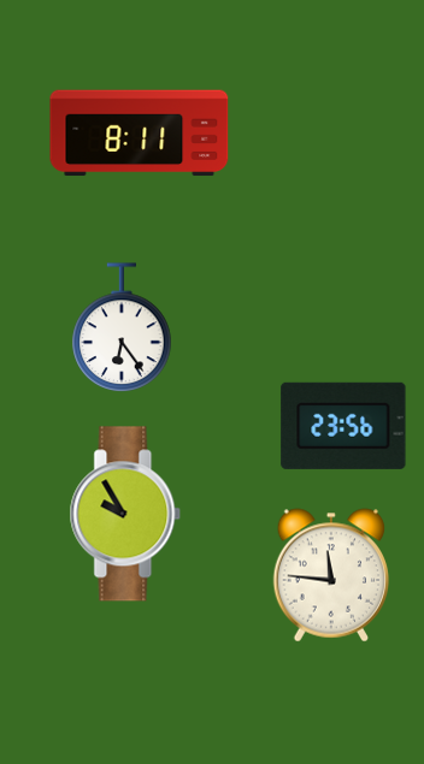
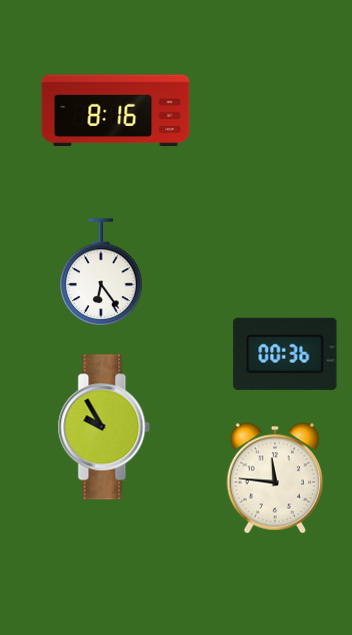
clock at (140, 134): 8:11 -> 8:16
clock at (343, 426): 23:56 -> 00:36
